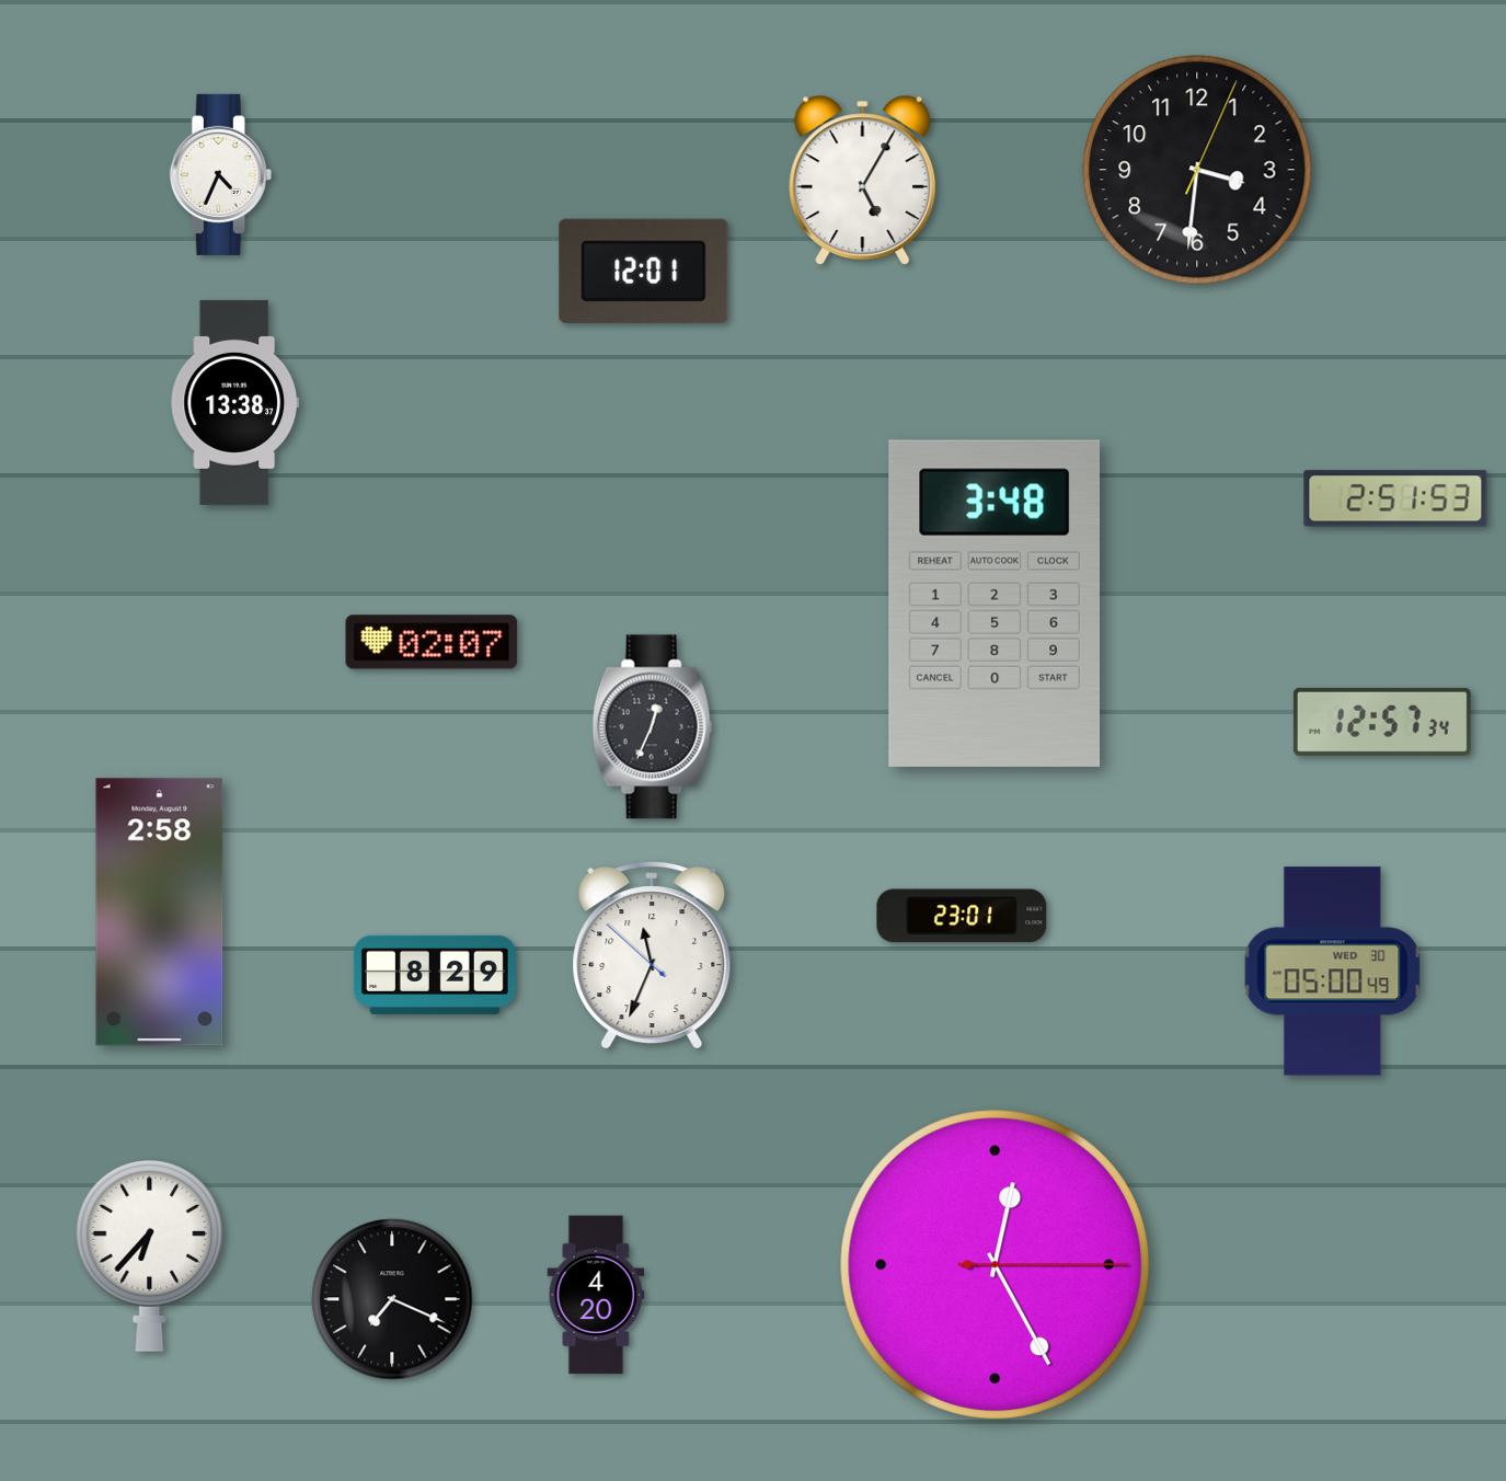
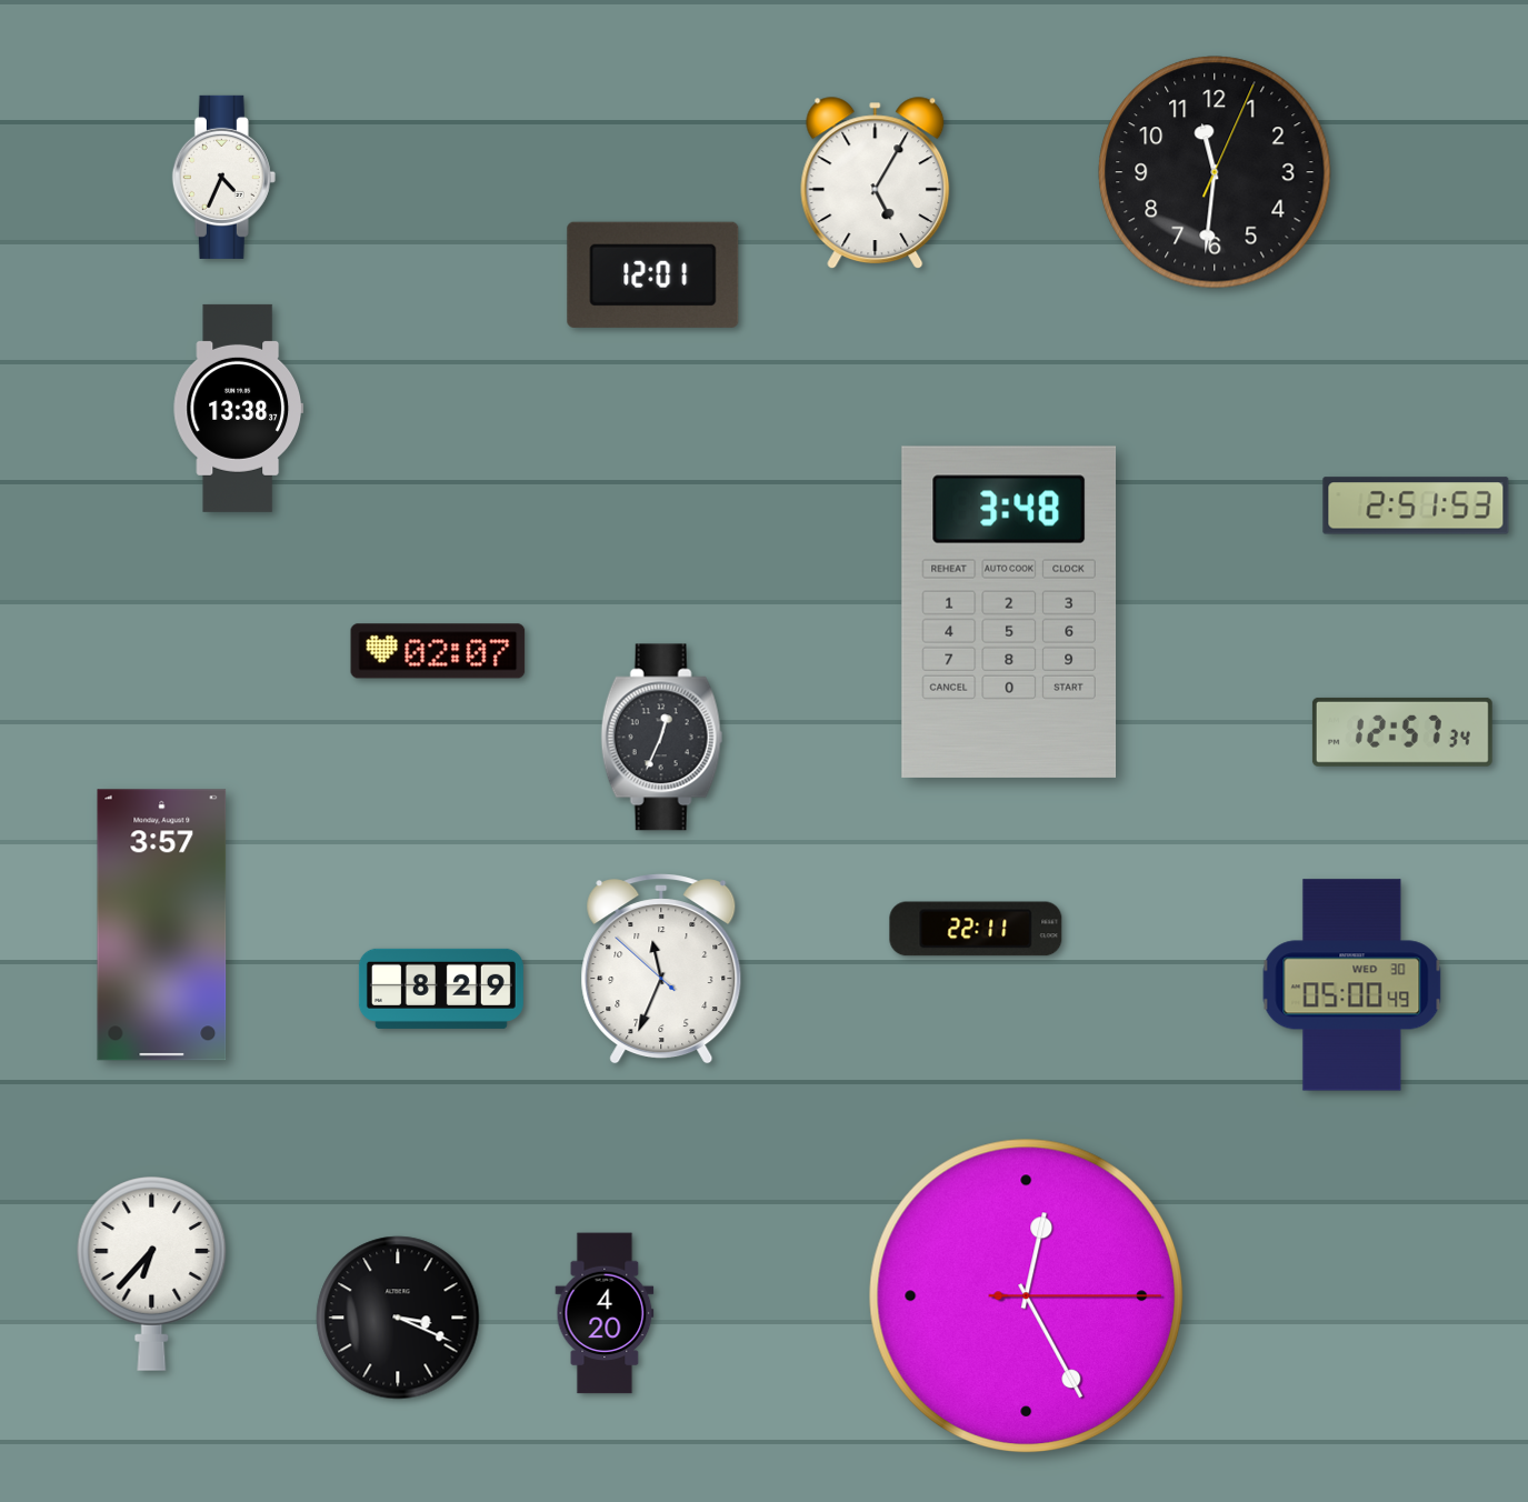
clock at (1197, 170): 3:31 -> 11:31
clock at (160, 912): 2:58 -> 3:57
clock at (962, 916): 23:01 -> 22:11
clock at (996, 1265) position: (996, 1265) -> (1027, 1296)
clock at (392, 1299): 7:19 -> 3:19
